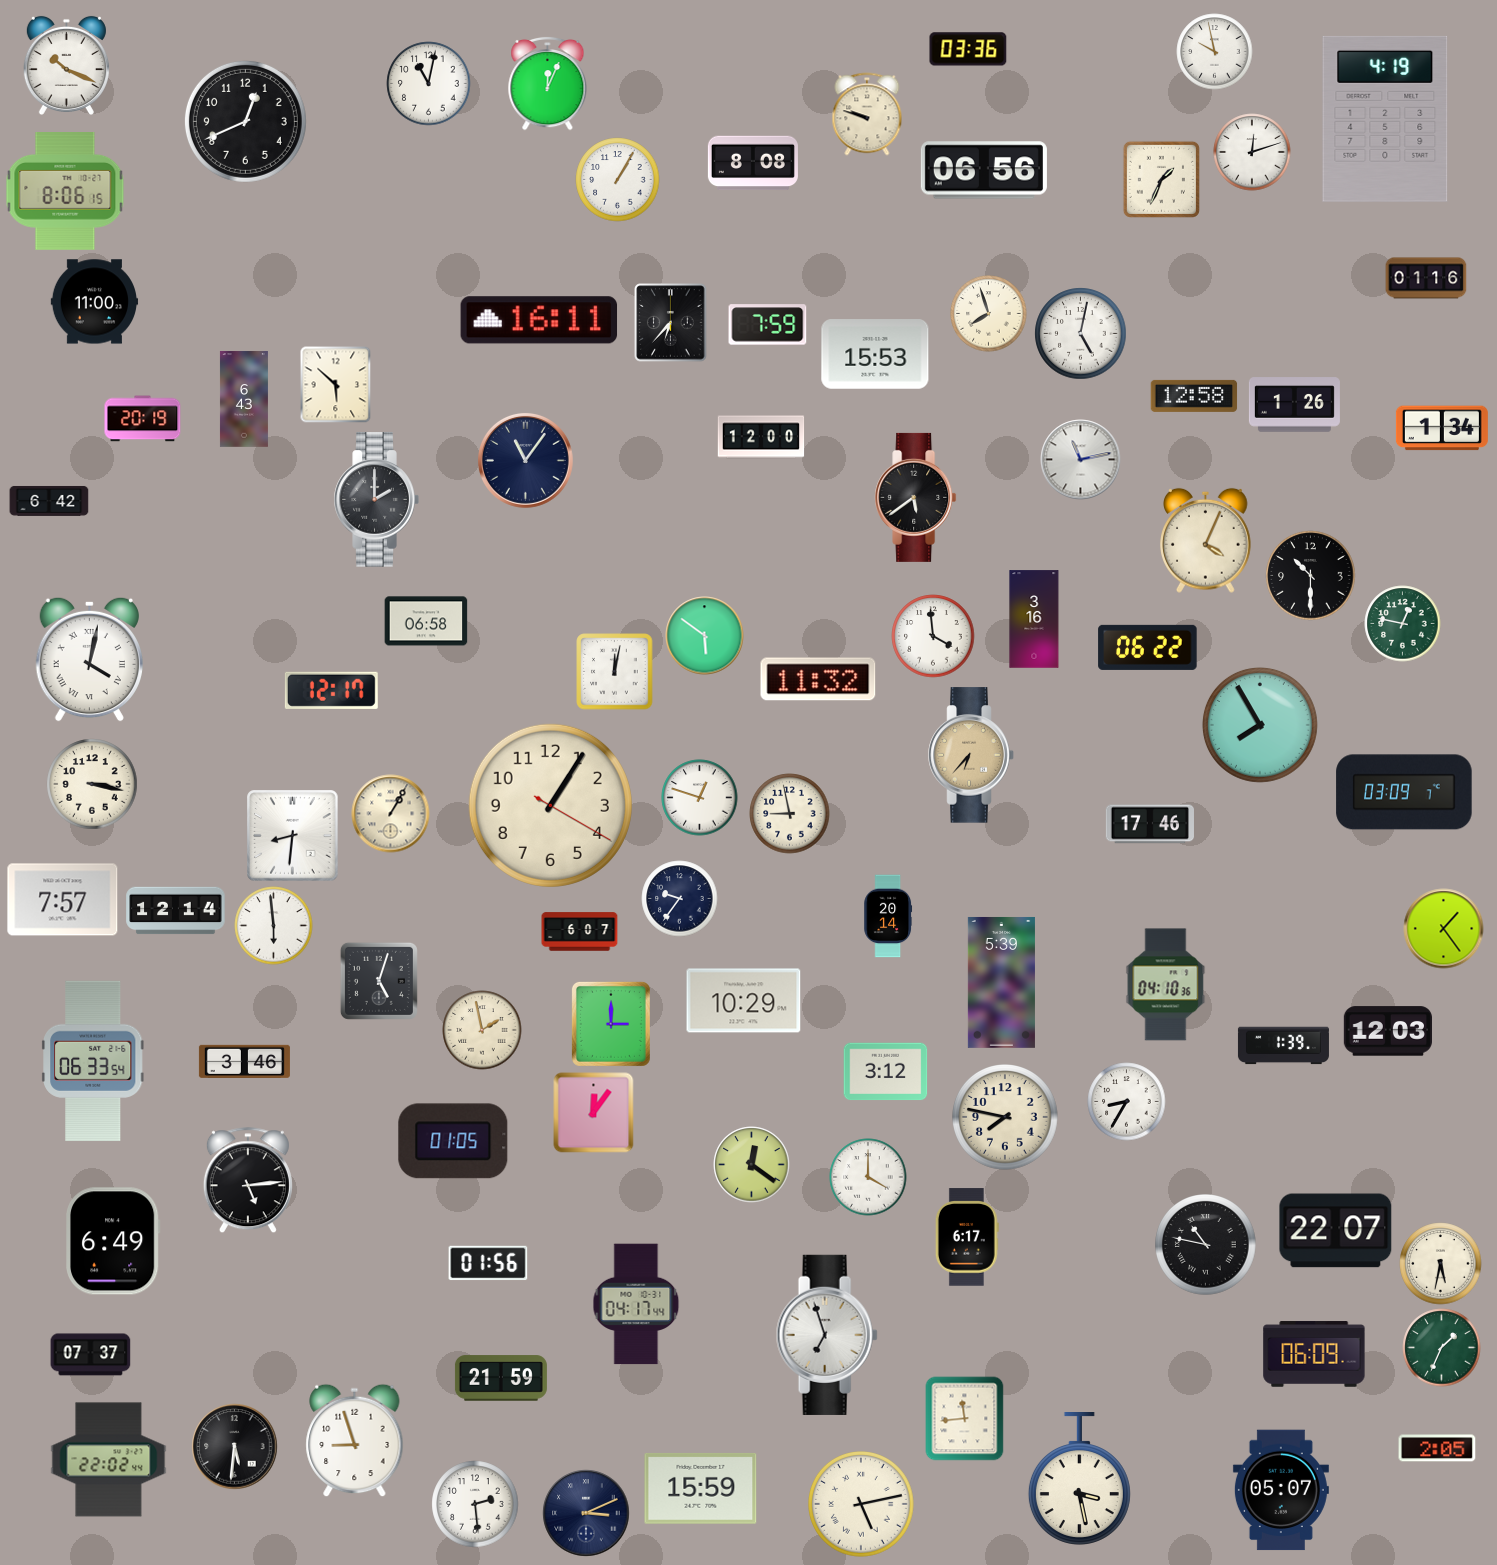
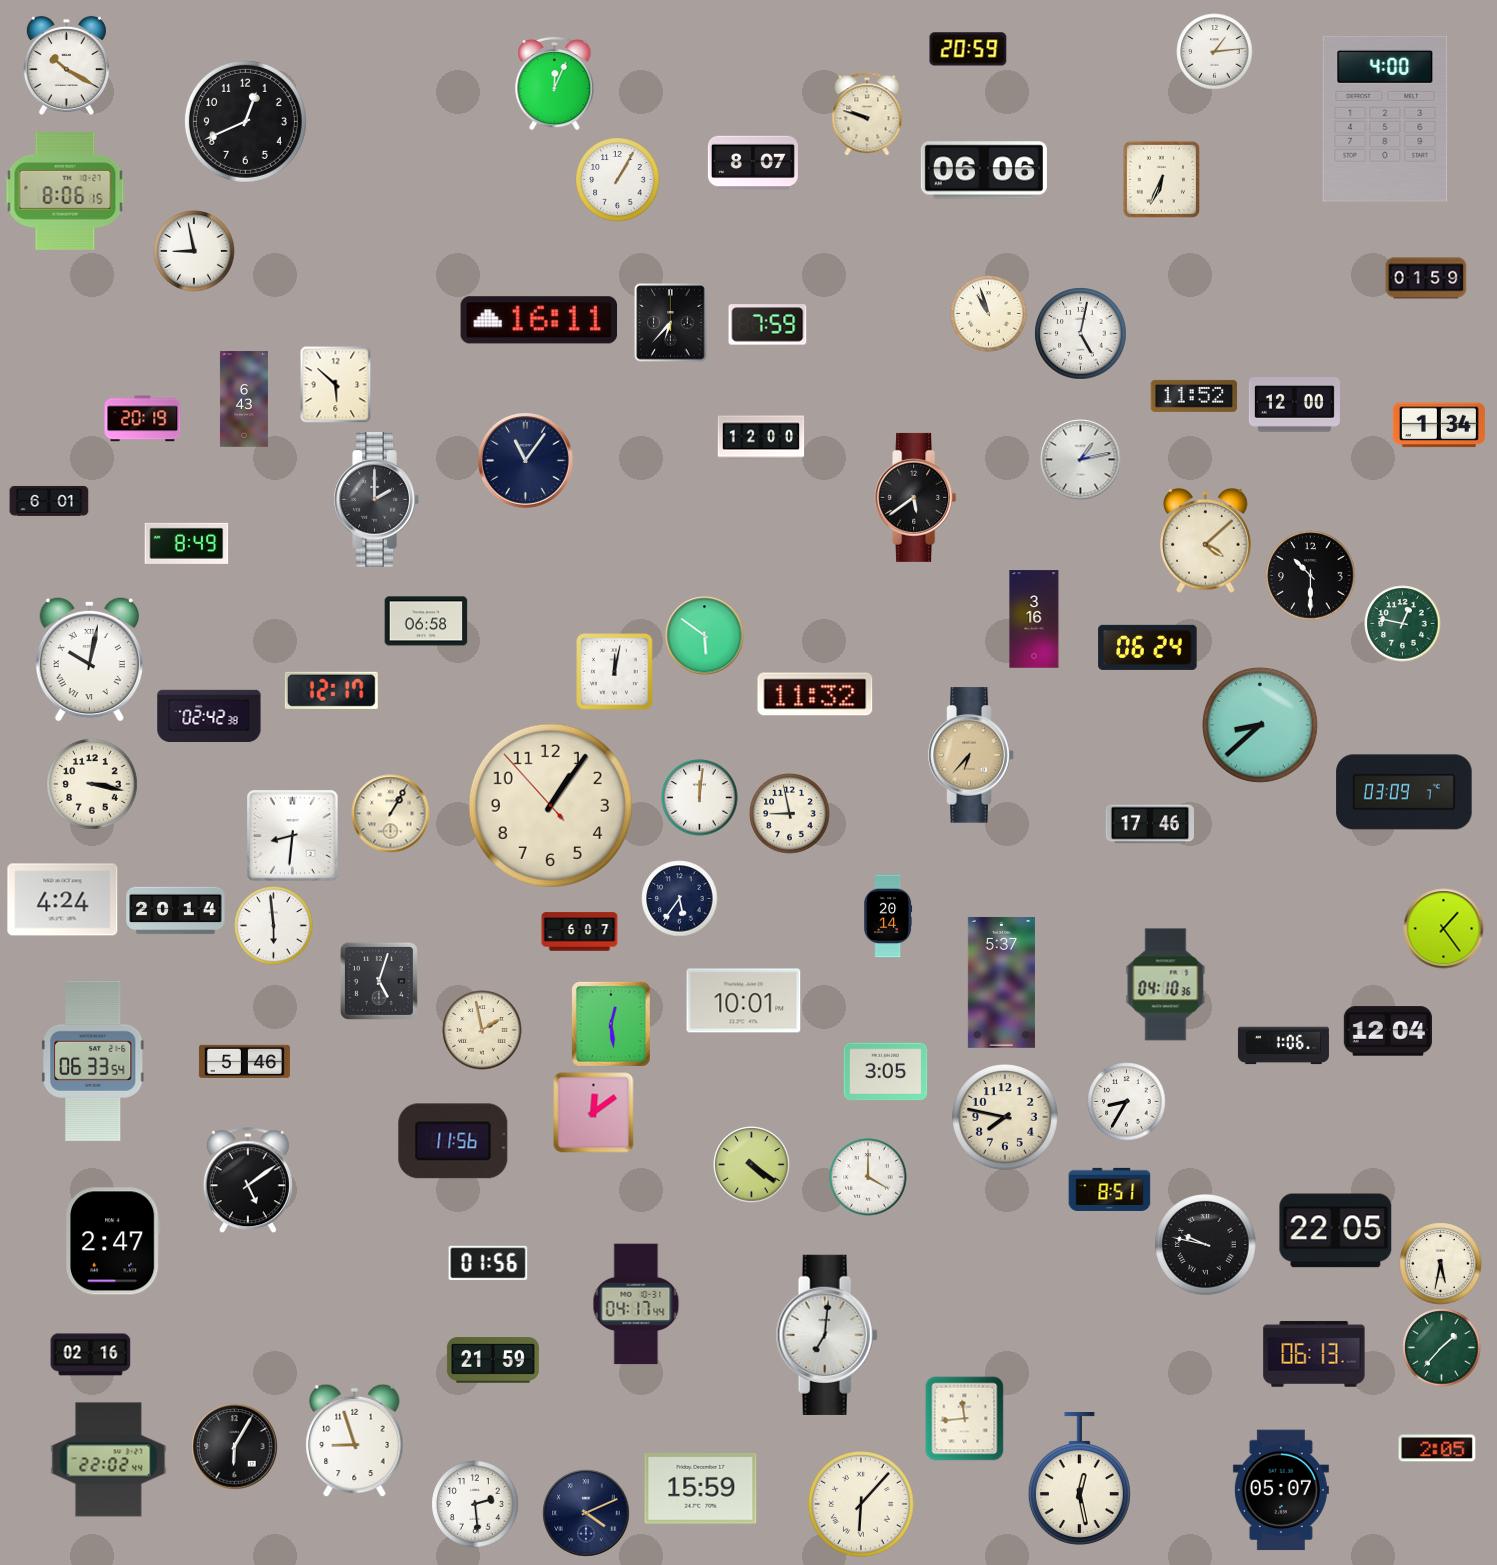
clock at (968, 49): 03:36 -> 20:59
clock at (1215, 52): 9:58 -> 1:14
clock at (66, 65): 10:19 -> 10:20
clock at (548, 83) position: (548, 83) -> (555, 83)
clock at (429, 84): 11:02 -> none
clock at (1385, 119): 4:19 -> 4:00
clock at (1252, 152): 12:12 -> none
clock at (753, 163): 8:08 -> 8:07
clock at (984, 170): 06:56 -> 06:06
clock at (1161, 179): 1:34 -> 6:34
clock at (194, 251): none -> 8:58
clock at (1426, 278): 01:16 -> 01:59
clock at (95, 302): 11:00 -> none
clock at (989, 314): 7:57 -> 10:57
clock at (875, 354): 15:53 -> none
clock at (1194, 396): 12:58 -> 11:52
clock at (1294, 405): 1:26 -> 12:00
clock at (1442, 428) position: (1442, 428) -> (1439, 425)
clock at (1081, 460): 11:13 -> 1:13
clock at (49, 501): 6:42 -> 6:01
clock at (1206, 540): 4:04 -> 4:08
clock at (187, 543): none -> 8:49
clock at (933, 636): 3:59 -> none
clock at (1148, 647): 06:22 -> 06:24
clock at (89, 659): 4:02 -> 10:02
clock at (818, 679) position: (818, 679) -> (815, 694)
clock at (209, 715): none -> 02:42
clock at (1260, 725): 7:55 -> 8:38
clock at (700, 798): 12:48 -> 12:01
clock at (550, 805): 1:05:20 -> 1:05:53
clock at (680, 899): 9:36 -> 5:36
clock at (63, 900): 7:57 -> 4:24
clock at (176, 911): 12:14 -> 20:14
clock at (1001, 982): 5:39 -> 5:37
clock at (744, 1001): 10:29 -> 10:01
clock at (611, 1024): 3:00 -> 12:29
clock at (1388, 1031): 12:03 -> 12:04
clock at (1283, 1046): 1:39 -> 1:06
clock at (244, 1061): 3:46 -> 5:46
clock at (886, 1072): 3:12 -> 3:05
clock at (594, 1113): 12:06 -> 12:09
clock at (453, 1141): 01:05 -> 11:56
clock at (752, 1165): 12:21 -> 4:21
clock at (248, 1181): 5:14 -> 5:09
clock at (1110, 1189): none -> 8:51
clock at (1336, 1231): 22:07 -> 22:05
clock at (967, 1237): 6:17 -> none
clock at (114, 1241): 6:49 -> 2:47
clock at (1206, 1245): 10:47 -> 9:47
clock at (827, 1335): 6:57 -> 7:01
clock at (1442, 1348): 1:34 -> 1:37
clock at (1314, 1354): 06:09 -> 06:13
clock at (91, 1355): 07:37 -> 02:16
clock at (501, 1378) position: (501, 1378) -> (493, 1360)
clock at (235, 1447): 5:31 -> 6:05
clock at (1079, 1479): 3:28 -> 12:28
clock at (862, 1505): 5:13 -> 6:07
clock at (586, 1513): 3:11 -> 4:11
